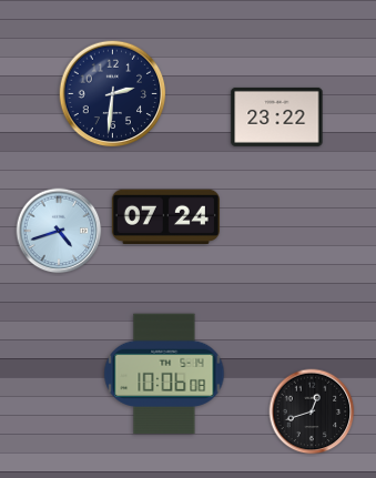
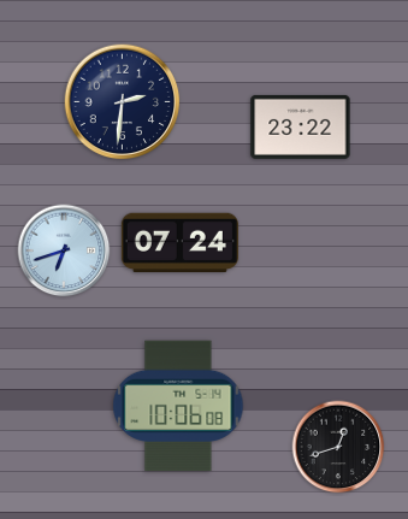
clock at (165, 216) position: (165, 216) -> (179, 242)
clock at (59, 231): 4:42 -> 6:42
